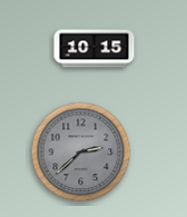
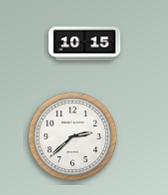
clock at (81, 152) dial: grey -> white
